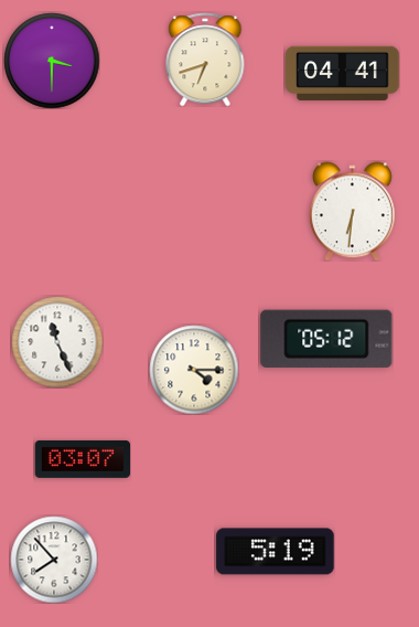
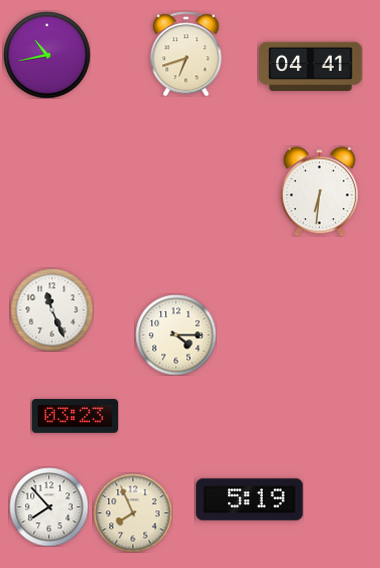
clock at (52, 61): 3:30 -> 10:43
clock at (326, 339): 05:12 -> none
clock at (83, 459): 03:07 -> 03:23
clock at (133, 513): none -> 7:56
